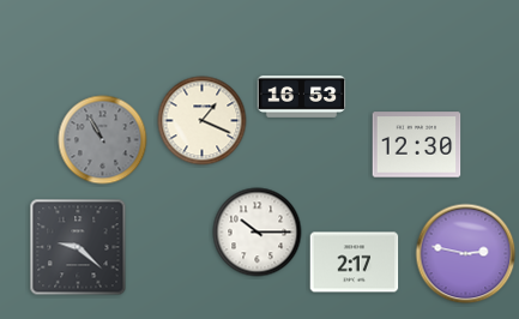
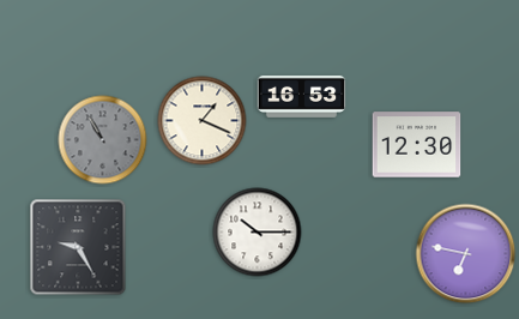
clock at (78, 247): 9:22 -> 9:25
clock at (466, 254): 2:47 -> 6:47
clock at (355, 263): 2:17 -> none
